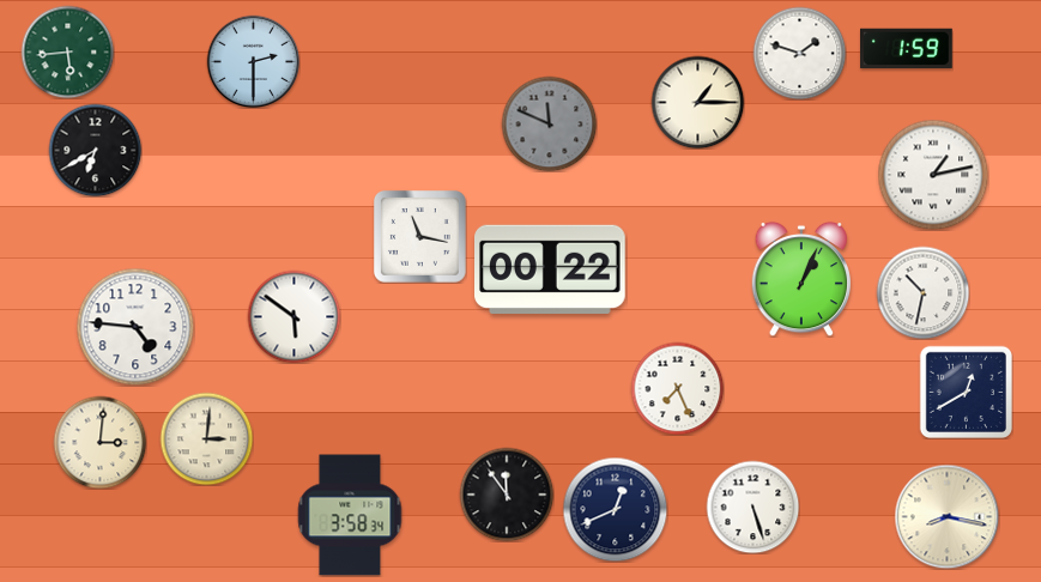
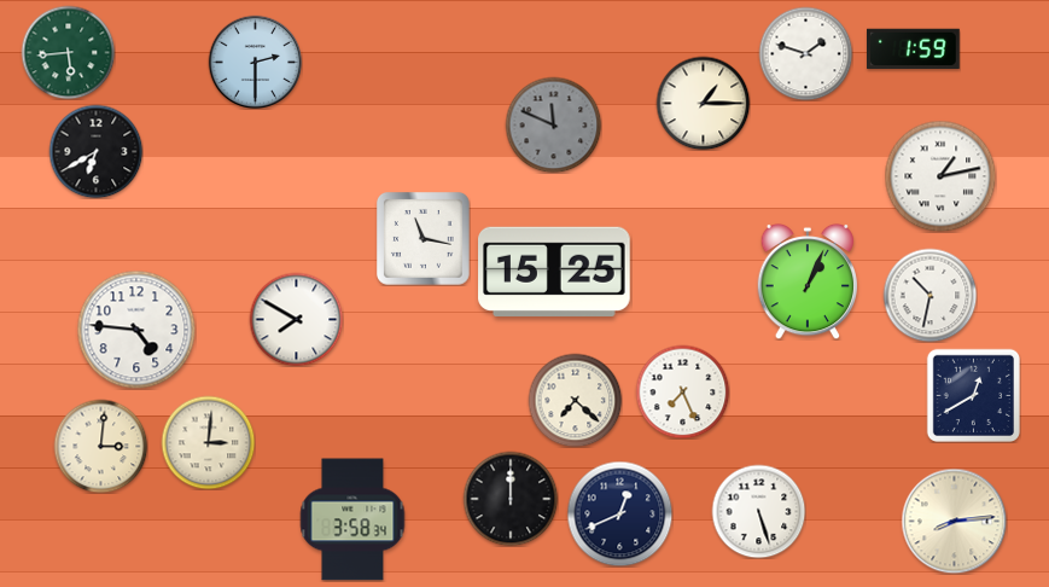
clock at (551, 269): 00:22 -> 15:25
clock at (293, 316): 5:51 -> 7:50
clock at (575, 400): none -> 7:22
clock at (507, 495): 11:54 -> 12:00
clock at (946, 516): 8:17 -> 8:14
